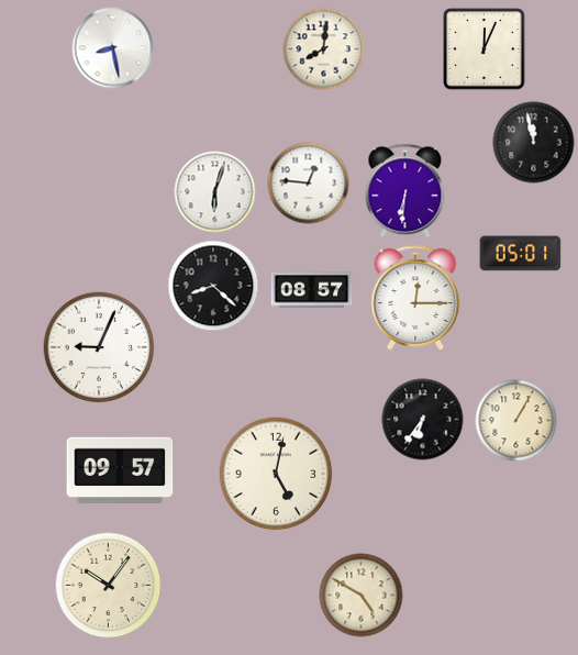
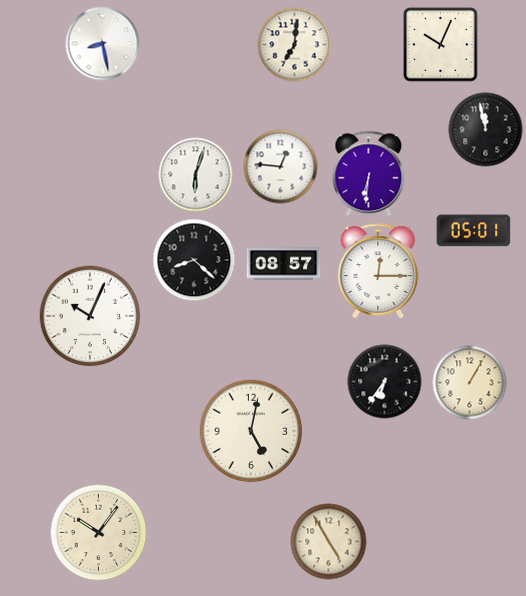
clock at (324, 49): 8:01 -> 7:01
clock at (485, 49): 12:04 -> 10:04
clock at (99, 347): 9:04 -> 10:04
clock at (120, 469): 09:57 -> none
clock at (362, 596): 4:50 -> 4:55
